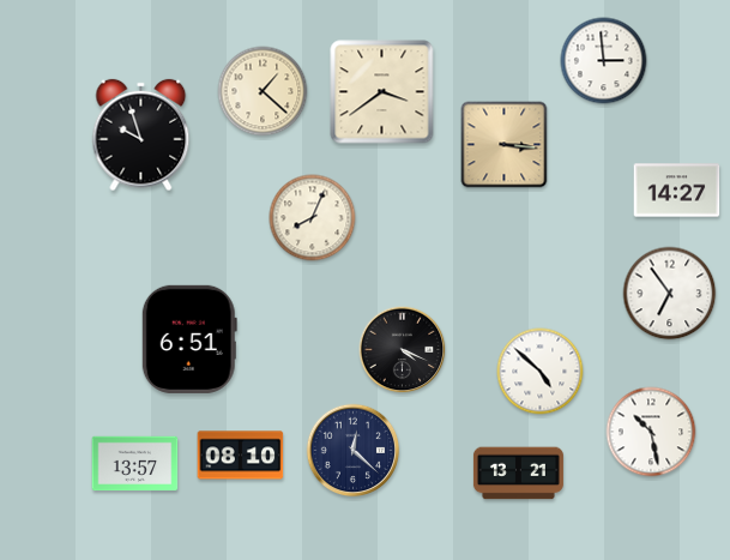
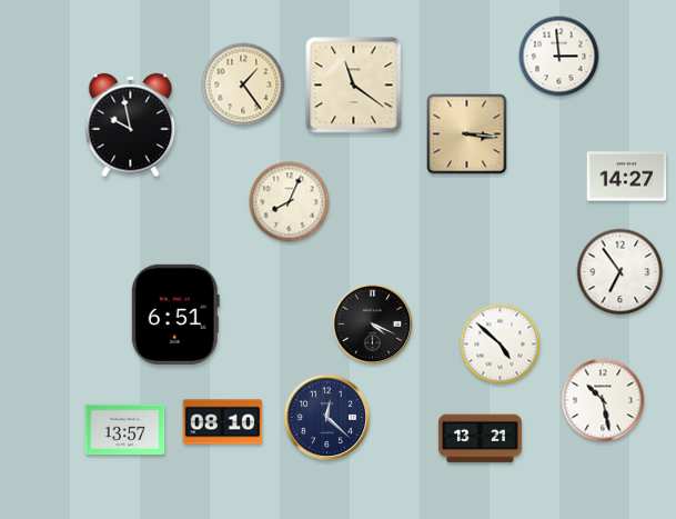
clock at (263, 91): 1:22 -> 1:24
clock at (382, 92): 3:39 -> 11:21
clock at (141, 136): 9:57 -> 9:58
